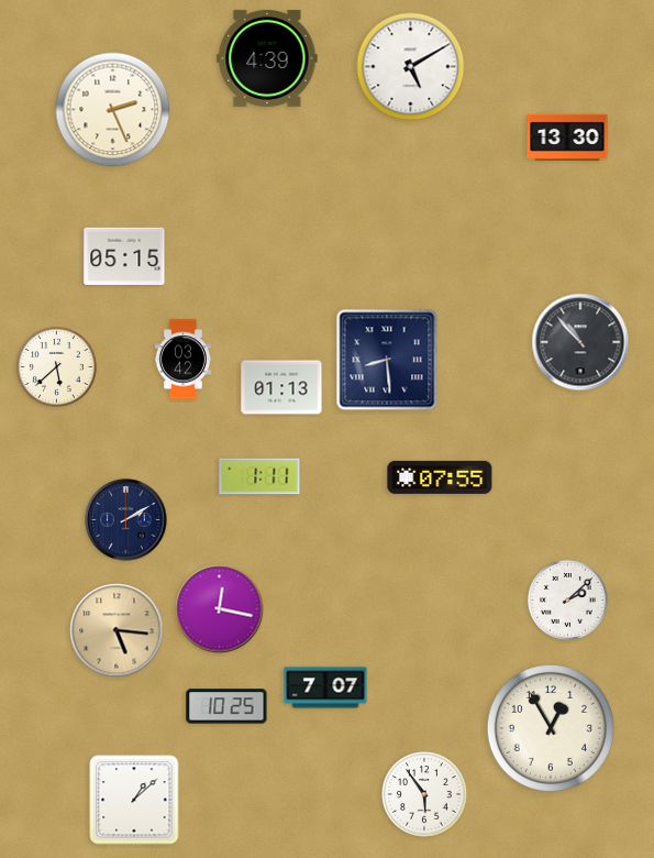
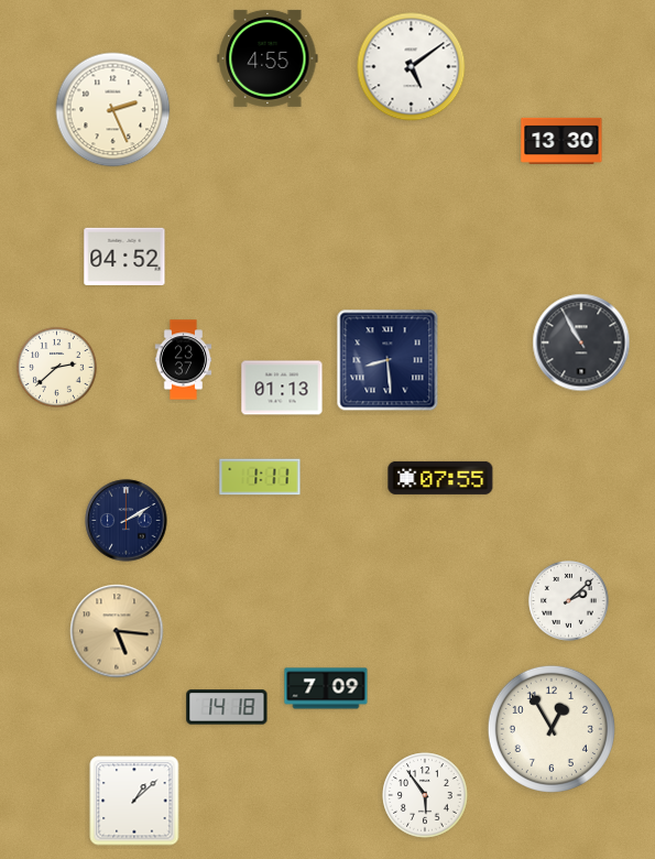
clock at (267, 58): 4:39 -> 4:55
clock at (411, 67): 5:10 -> 5:09
clock at (567, 137) position: (567, 137) -> (561, 141)
clock at (124, 255): 05:15 -> 04:52
clock at (580, 342): 10:53 -> 10:55
clock at (184, 360): 03:42 -> 23:37
clock at (56, 366): 5:38 -> 2:38
clock at (220, 609): 12:17 -> none
clock at (325, 687): 7:07 -> 7:09
clock at (226, 706): 10:25 -> 14:18
